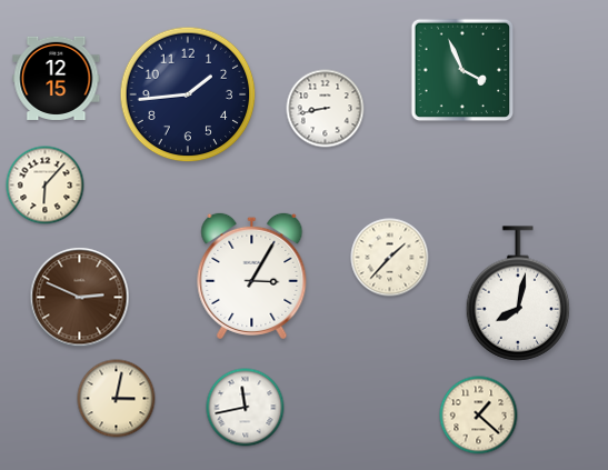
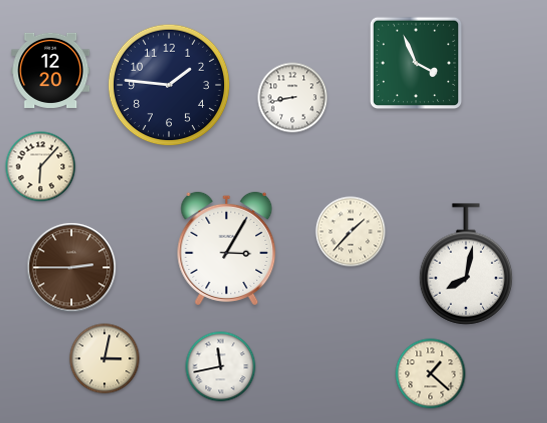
clock at (57, 78): 12:15 -> 12:20
clock at (188, 94): 1:44 -> 1:46
clock at (80, 298): 2:49 -> 2:45
